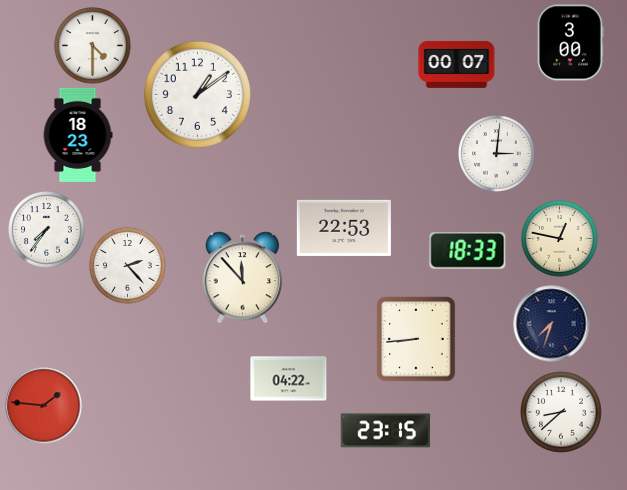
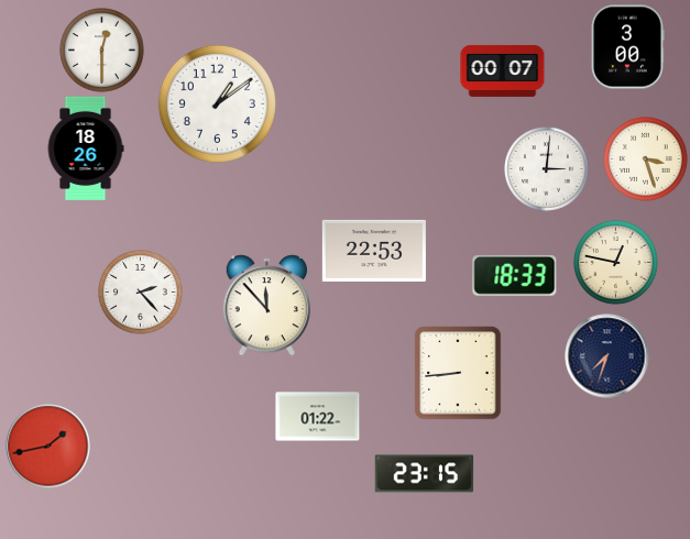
clock at (93, 46): 4:30 -> 12:30
clock at (78, 135): 18:23 -> 18:26
clock at (646, 159): none -> 3:27
clock at (344, 228) position: (344, 228) -> (374, 251)
clock at (47, 230): 7:36 -> none
clock at (289, 379): 04:22 -> 01:22
clock at (44, 406): 1:46 -> 1:43
clock at (561, 412): 8:38 -> none
